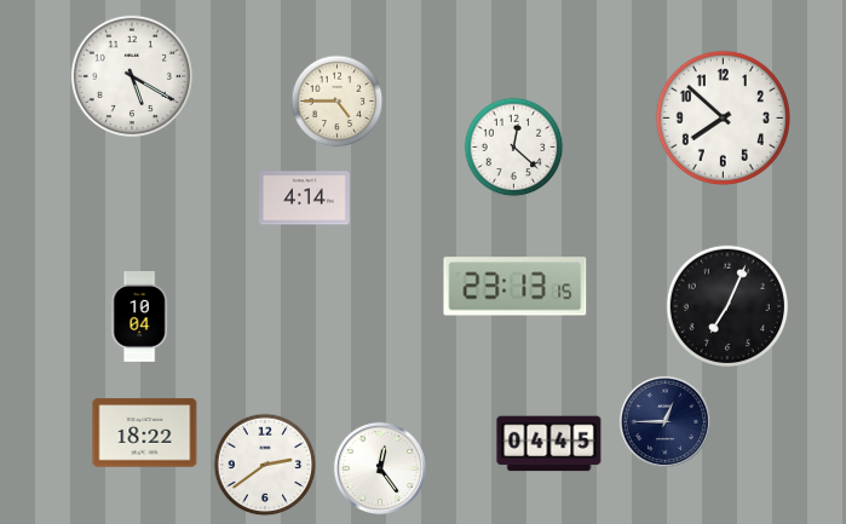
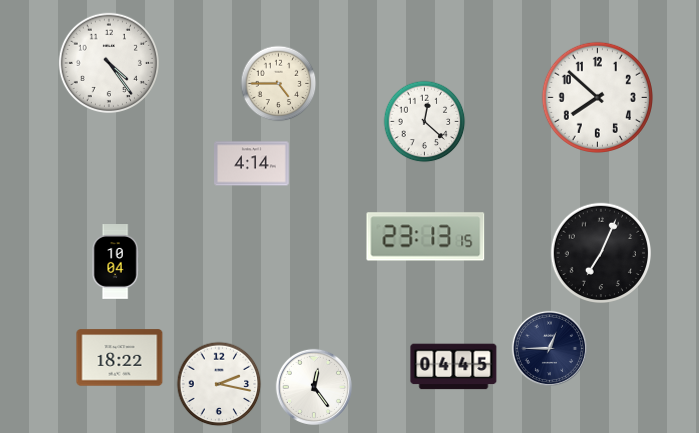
clock at (131, 75): 5:20 -> 4:24
clock at (265, 465): 2:39 -> 2:17
